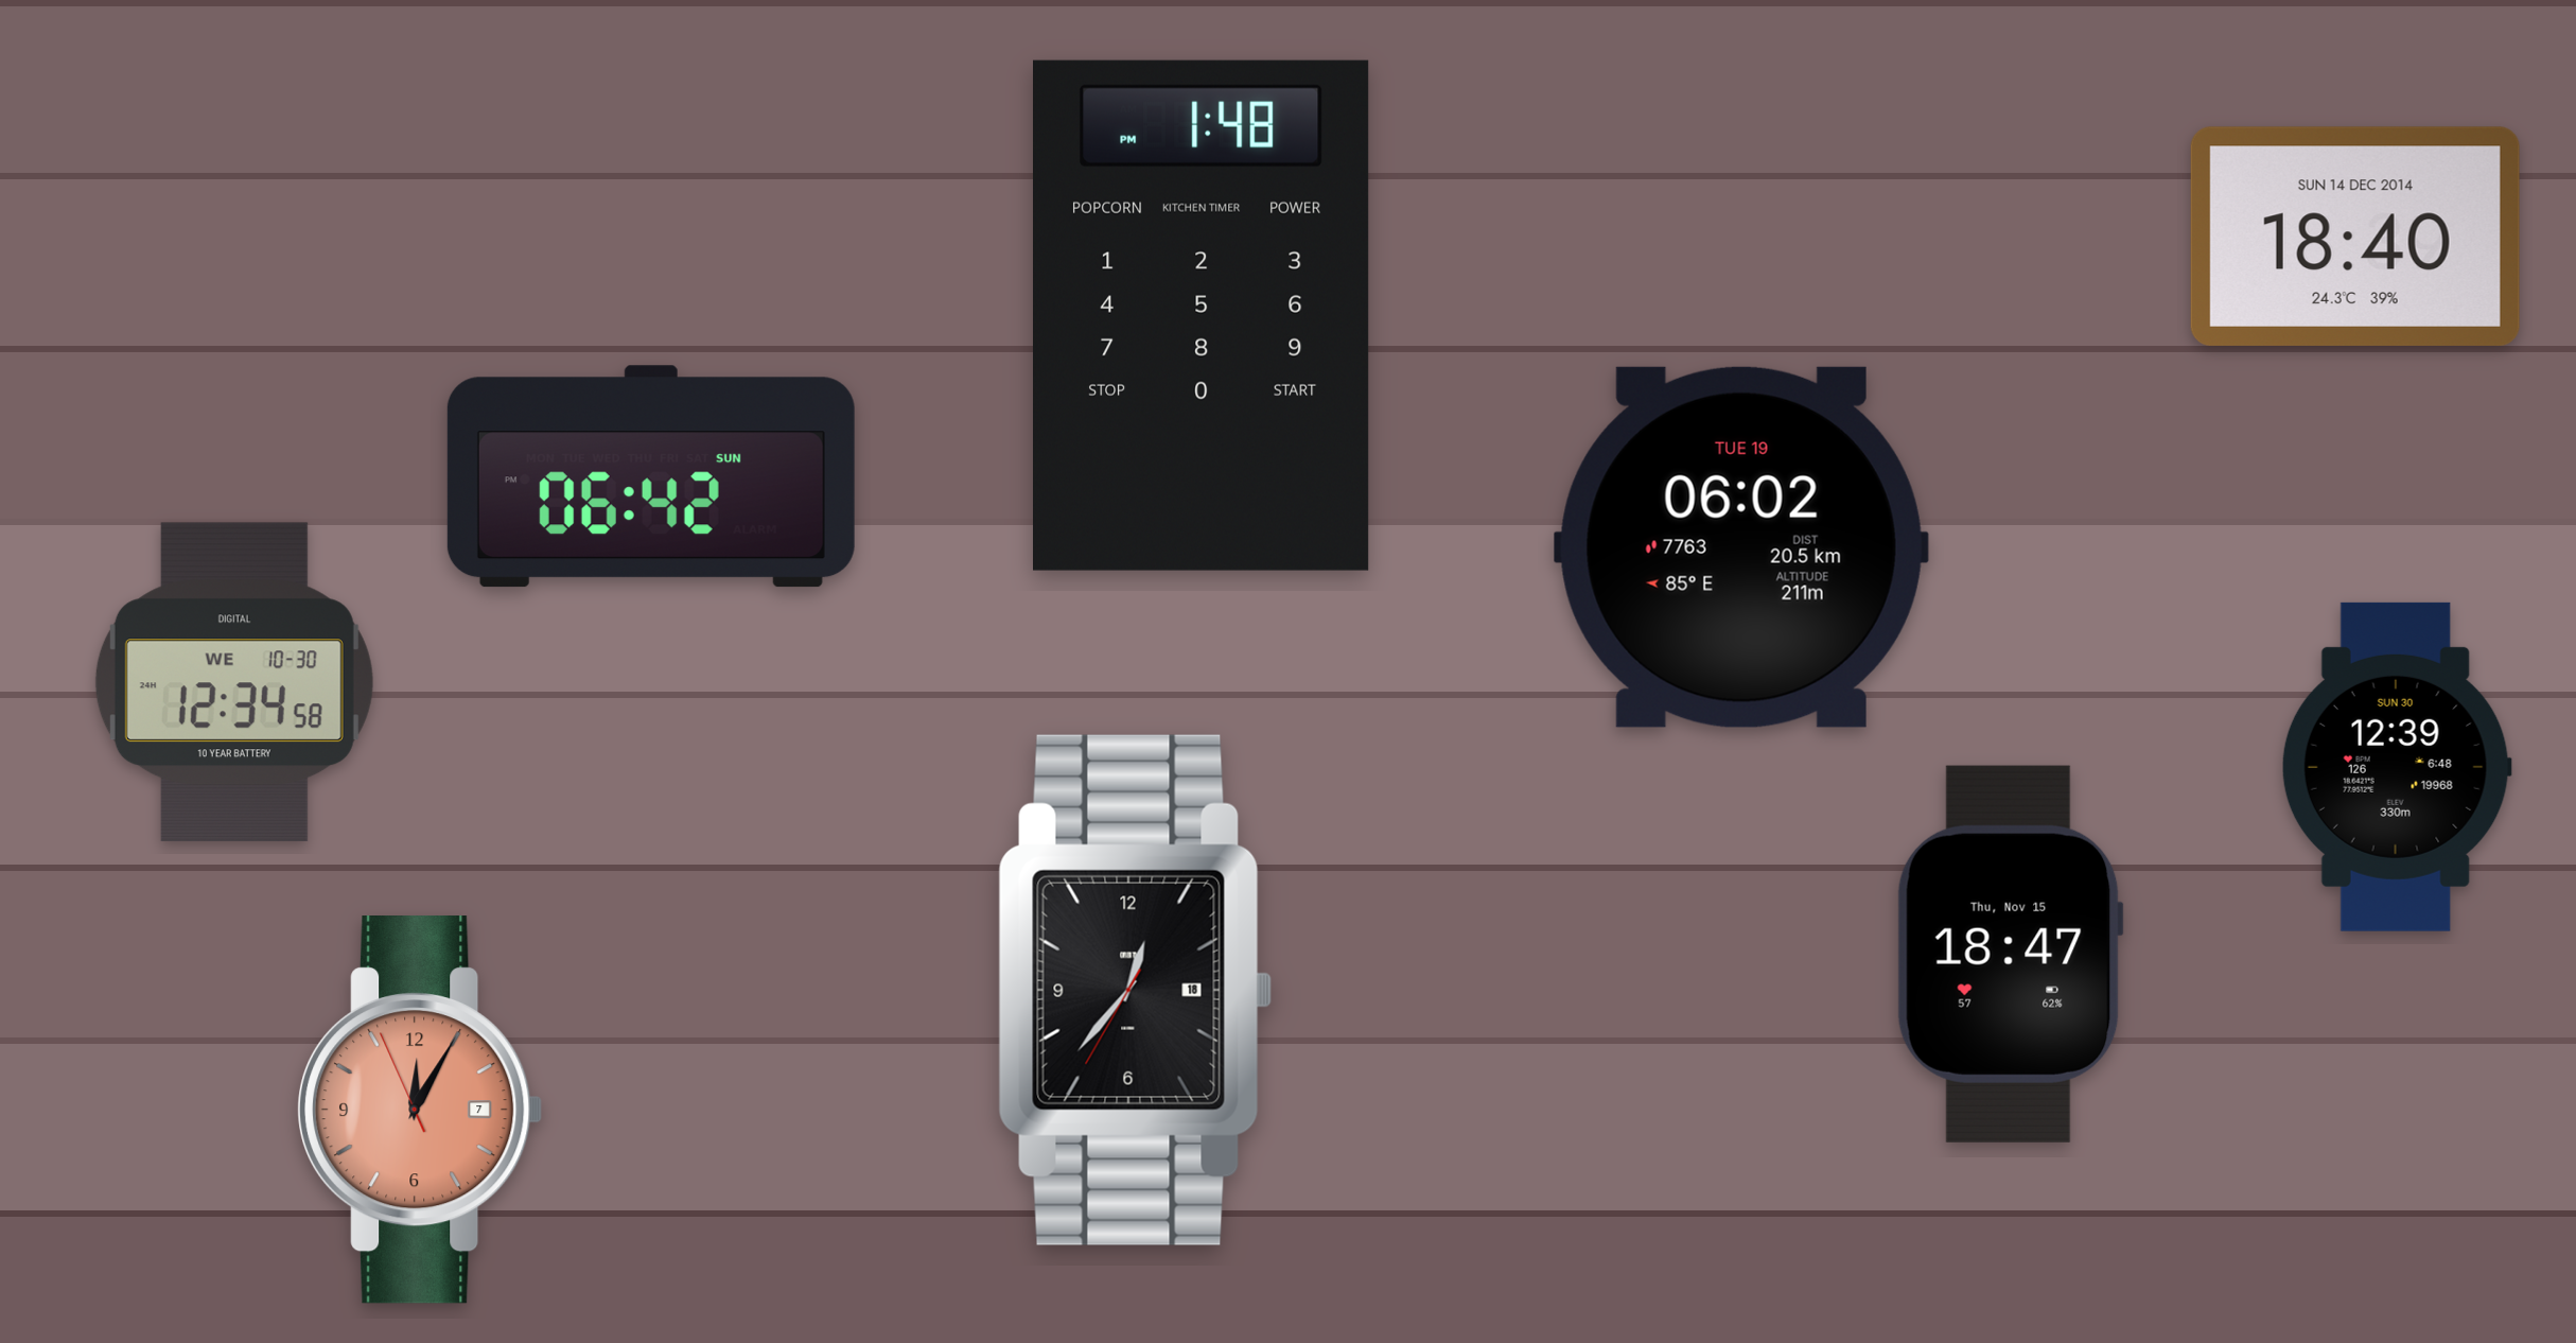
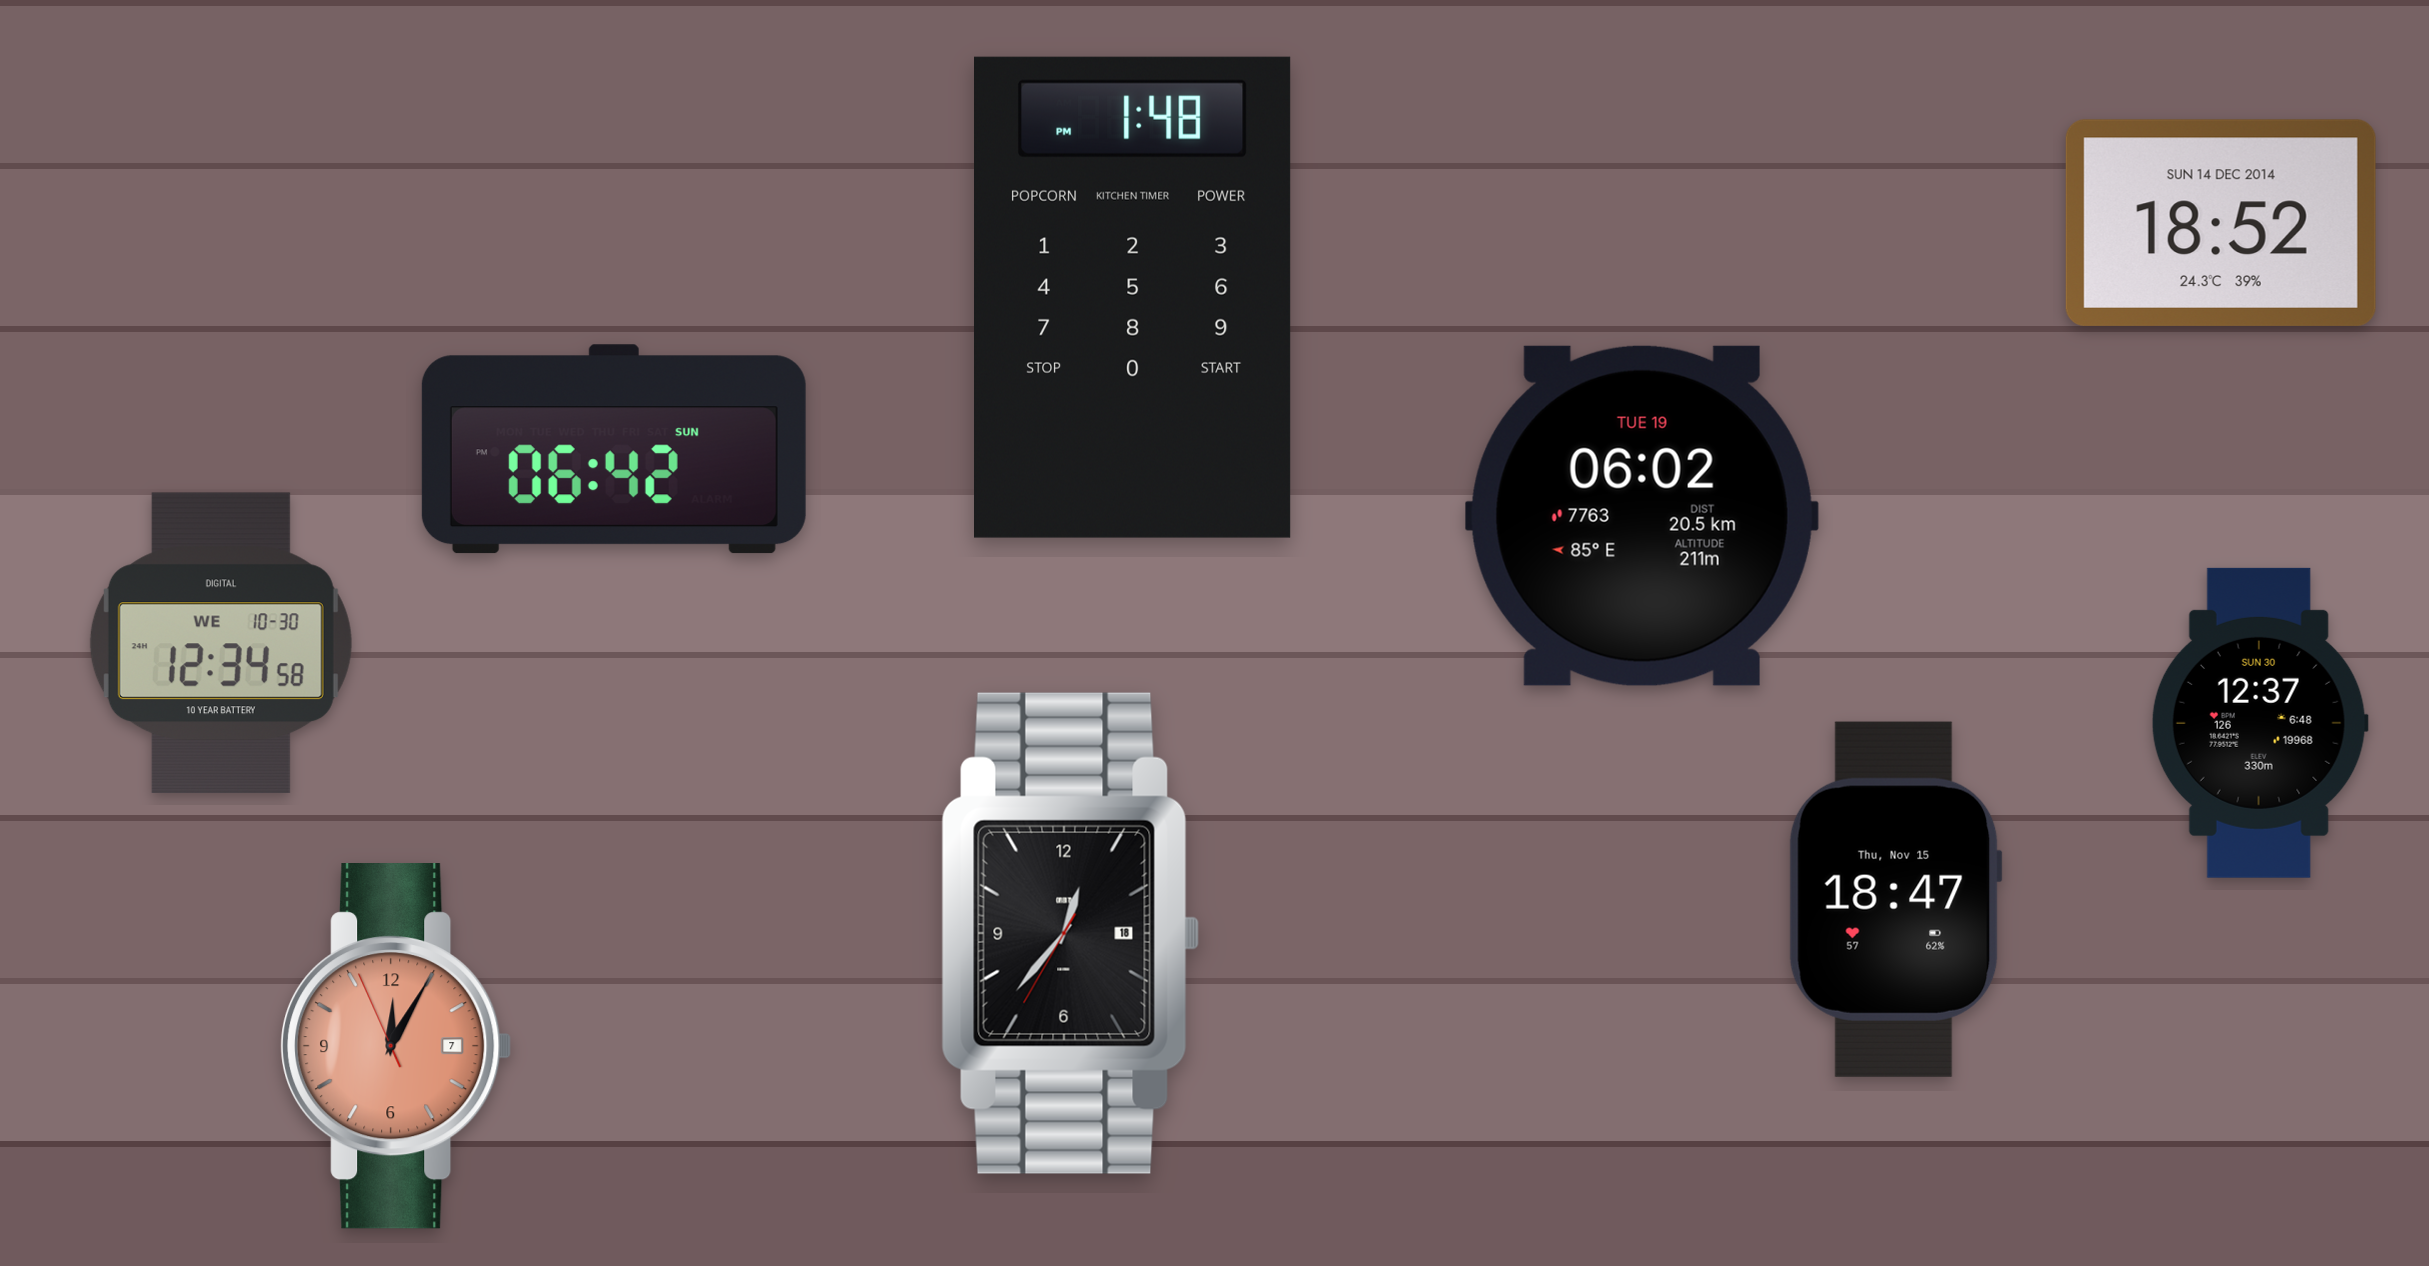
clock at (2355, 237): 18:40 -> 18:52
clock at (2397, 767): 12:39 -> 12:37
